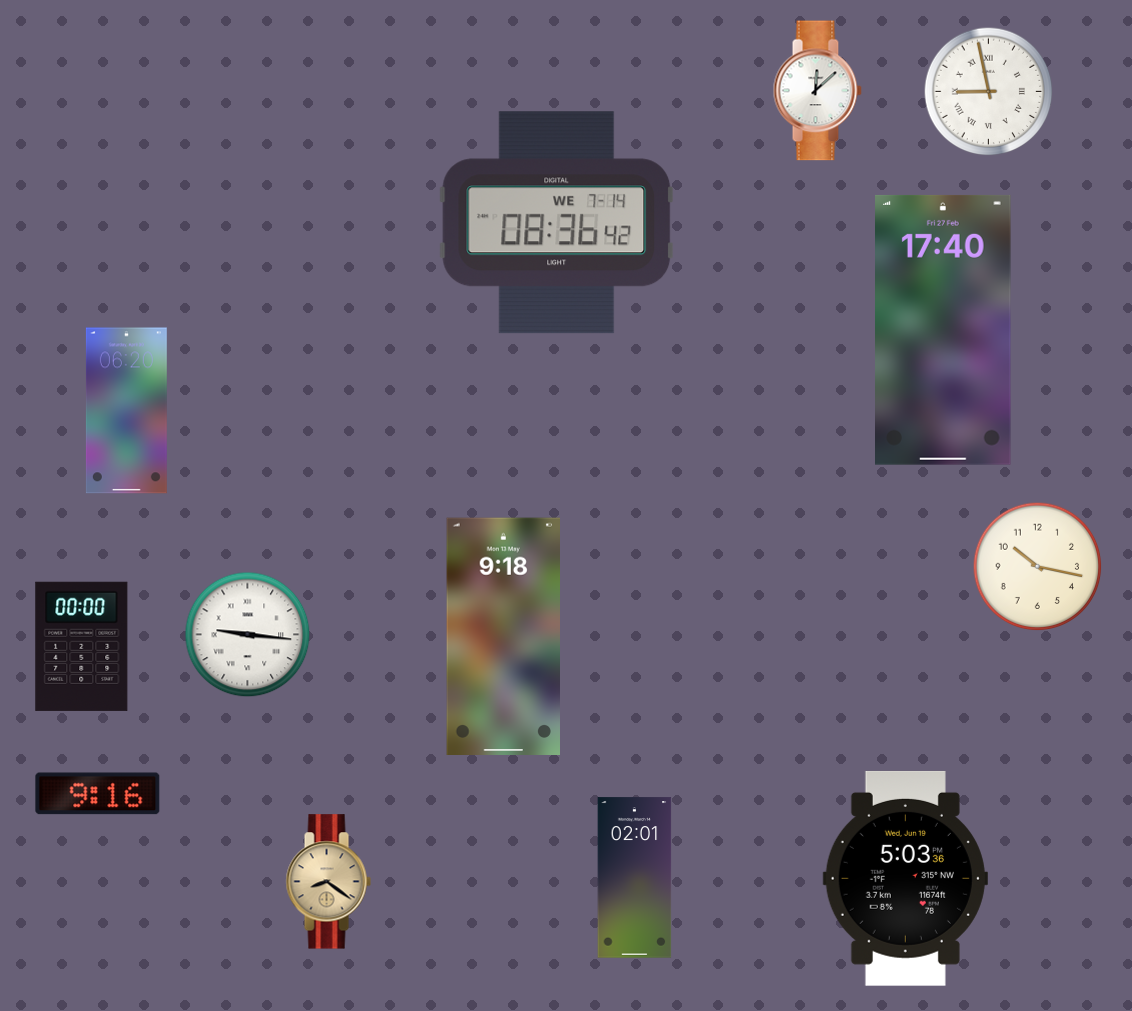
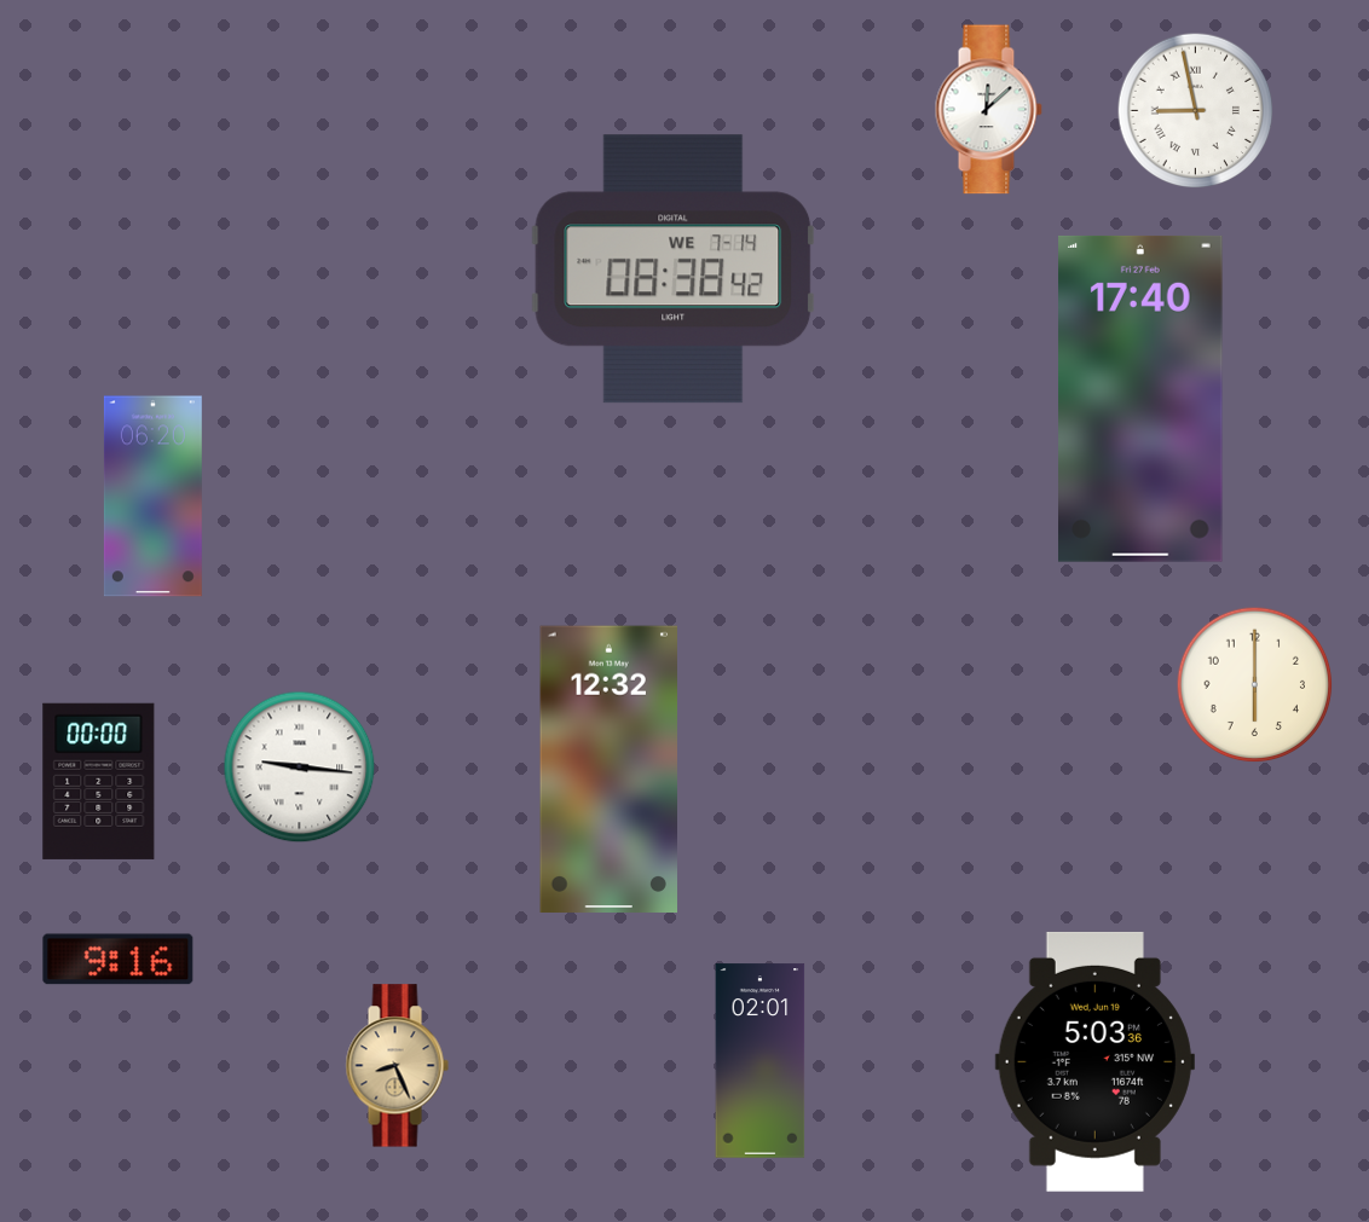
clock at (557, 223): 08:36 -> 08:38
clock at (1038, 567): 10:17 -> 6:00
clock at (504, 636): 9:18 -> 12:32
clock at (635, 878) position: (635, 878) -> (761, 1061)
clock at (328, 882): 8:21 -> 8:26
